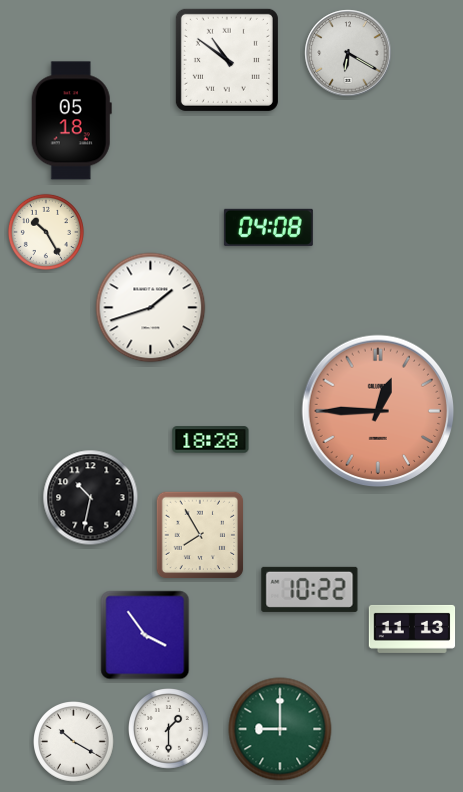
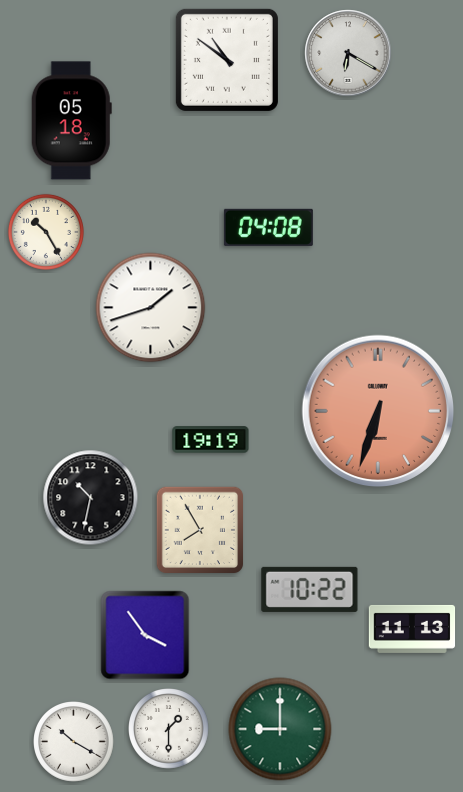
clock at (378, 411): 12:45 -> 6:33
clock at (211, 440): 18:28 -> 19:19
clock at (200, 535) position: (200, 535) -> (200, 530)
